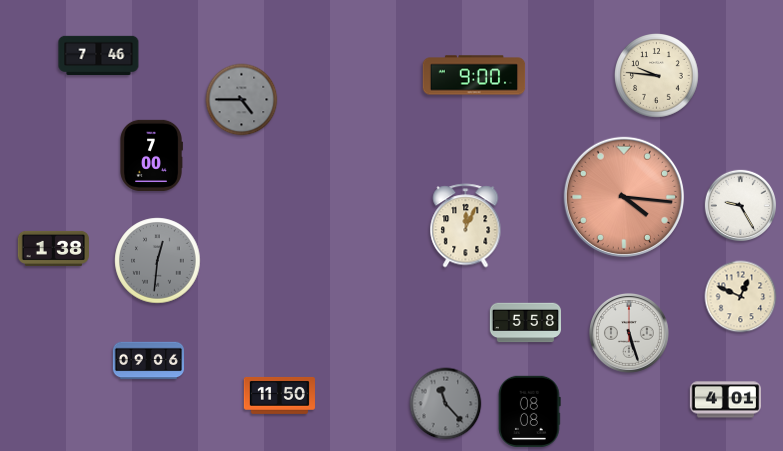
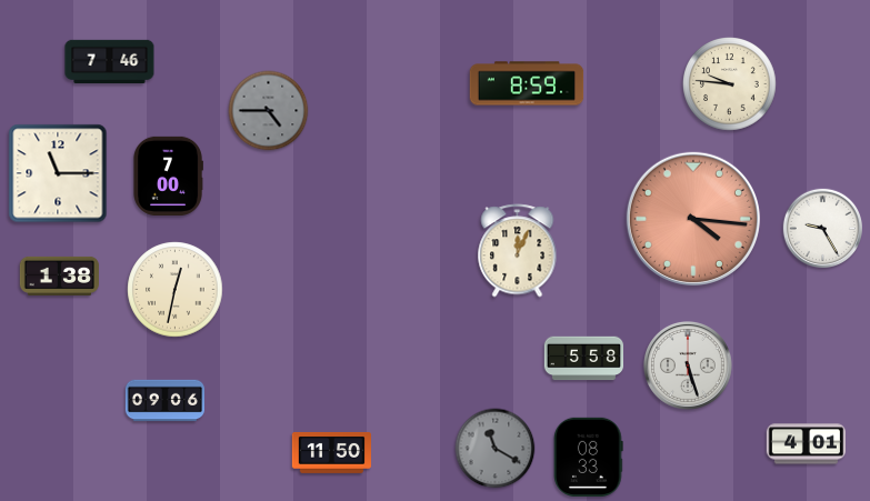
clock at (474, 75): 9:00 -> 8:59
clock at (151, 155) position: (151, 155) -> (168, 176)
clock at (58, 173): none -> 11:15
clock at (158, 261): 12:31 -> 12:32
clock at (158, 261) dial: grey -> cream
clock at (741, 297): 12:49 -> none
clock at (630, 334) position: (630, 334) -> (689, 367)
clock at (279, 395) position: (279, 395) -> (331, 452)
clock at (446, 404): 11:23 -> 11:20
clock at (530, 411): 08:08 -> 08:33
